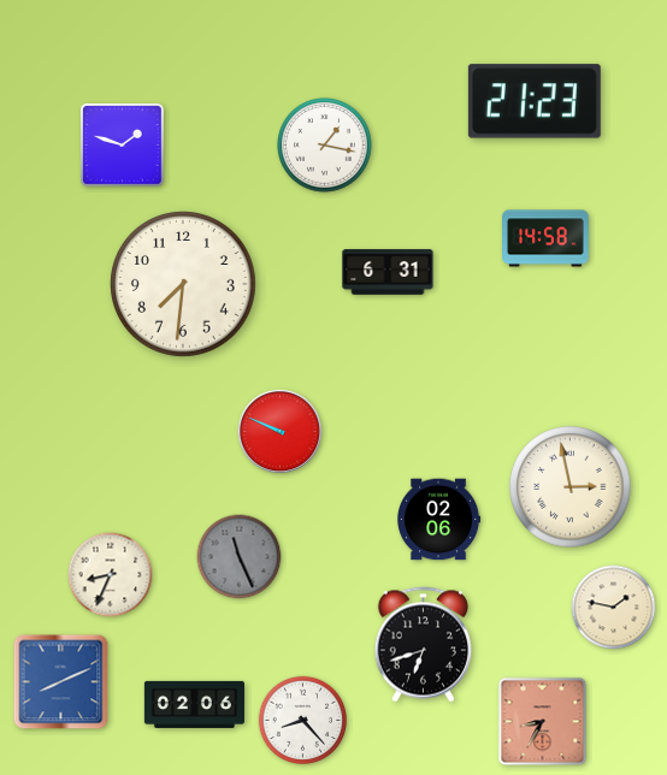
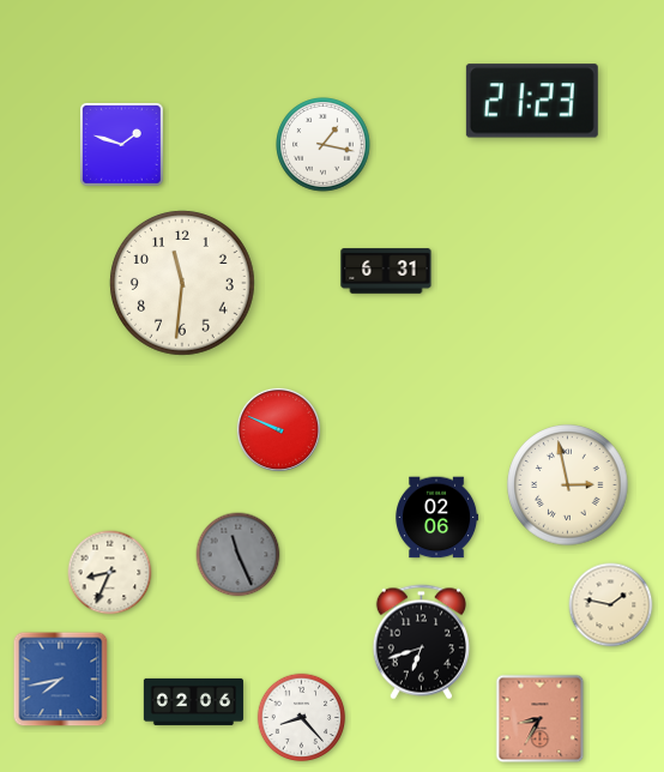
clock at (547, 238): 14:58 -> none
clock at (183, 284): 7:31 -> 11:31
clock at (61, 682): 8:11 -> 7:43
